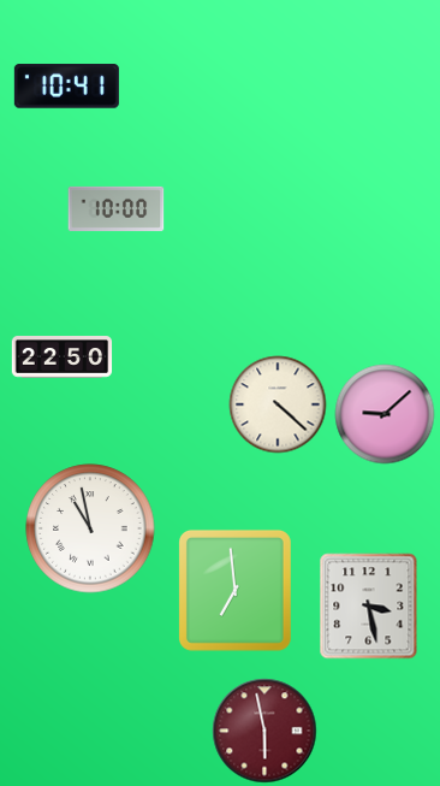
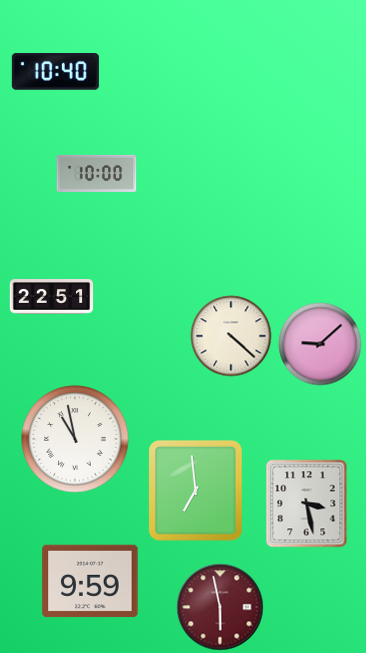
clock at (66, 87): 10:41 -> 10:40
clock at (63, 357): 22:50 -> 22:51
clock at (90, 581): none -> 9:59
